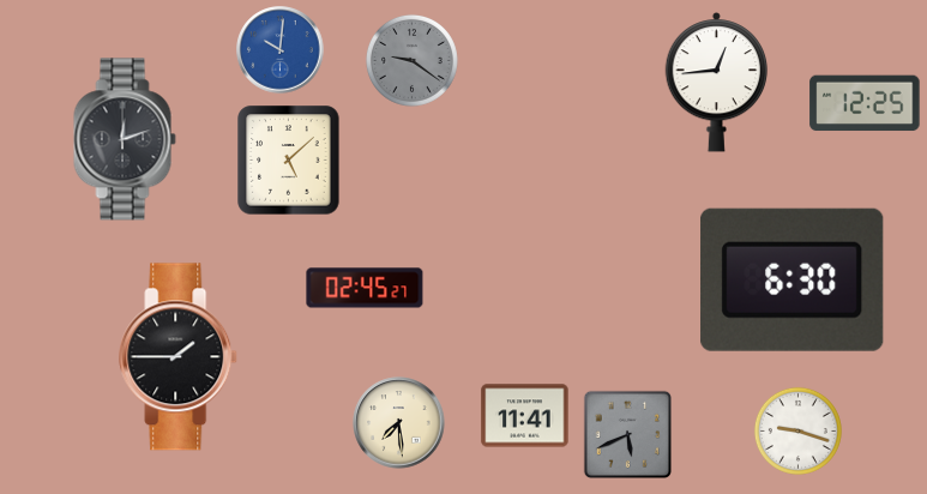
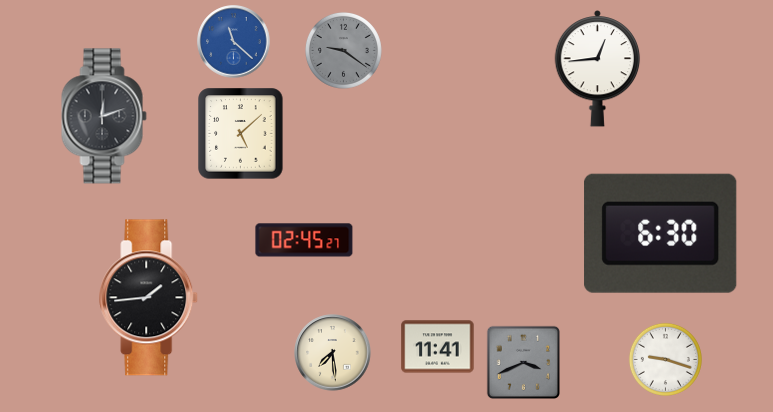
clock at (281, 50): 10:01 -> 11:22
clock at (865, 103): 12:25 -> none
clock at (179, 357): 1:45 -> 1:44
clock at (627, 434): 5:41 -> 3:41
